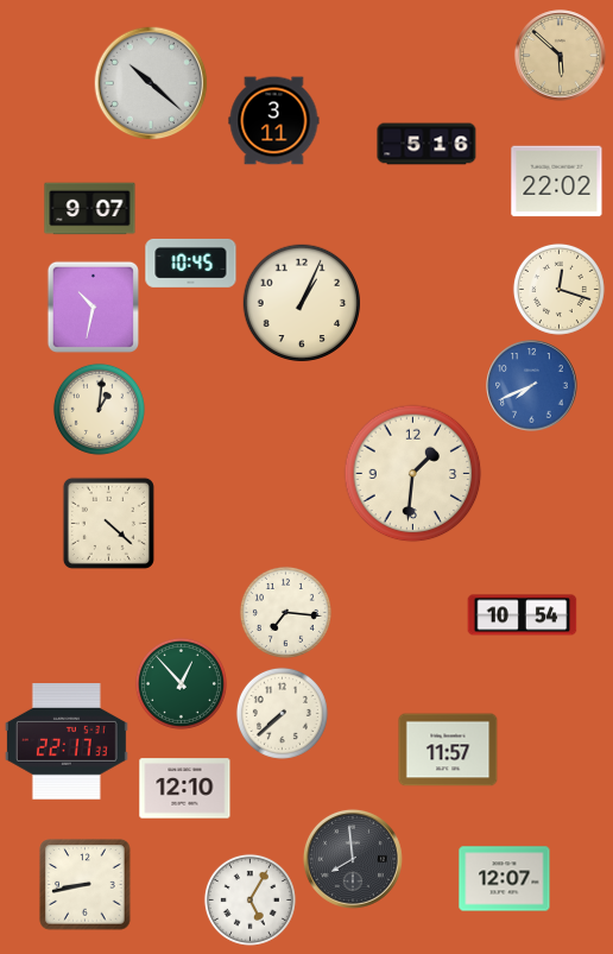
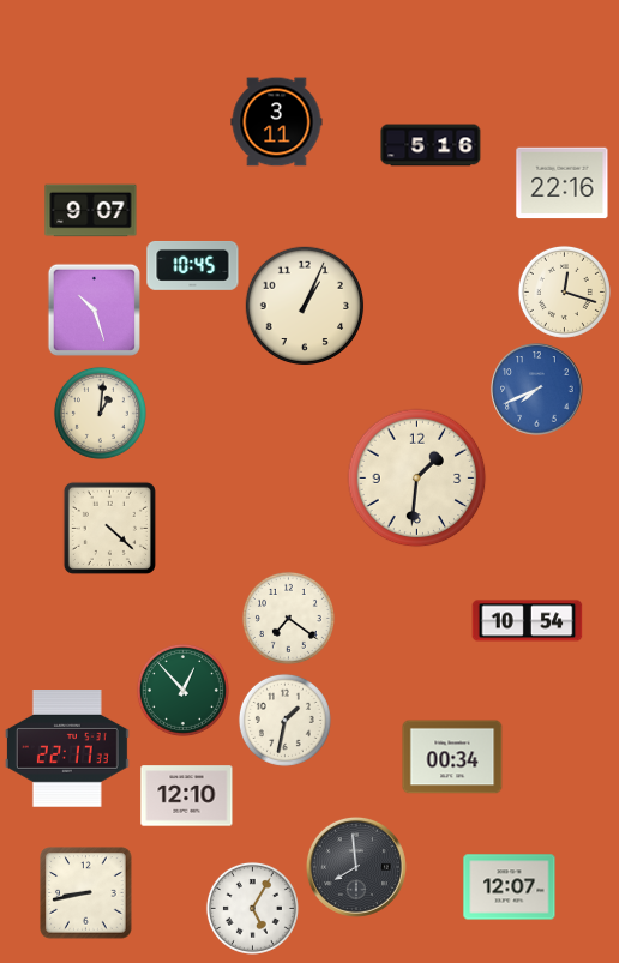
clock at (561, 56): 5:52 -> none
clock at (151, 83): 10:22 -> none
clock at (557, 182): 22:02 -> 22:16
clock at (93, 307): 10:32 -> 10:27
clock at (285, 612): 7:16 -> 7:21
clock at (282, 713): 7:38 -> 1:32
clock at (448, 750): 11:57 -> 00:34
